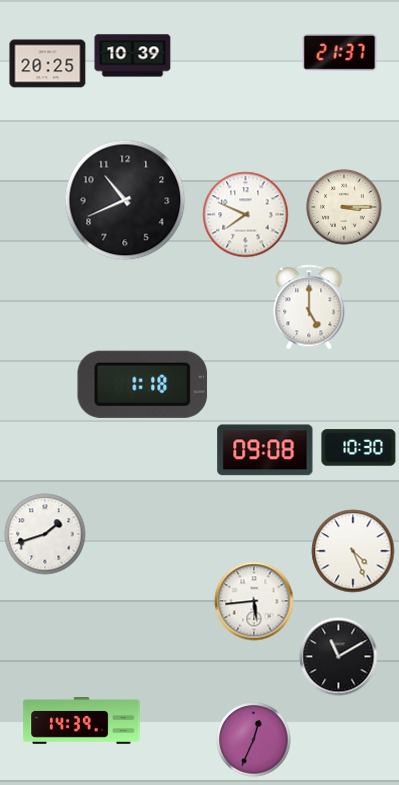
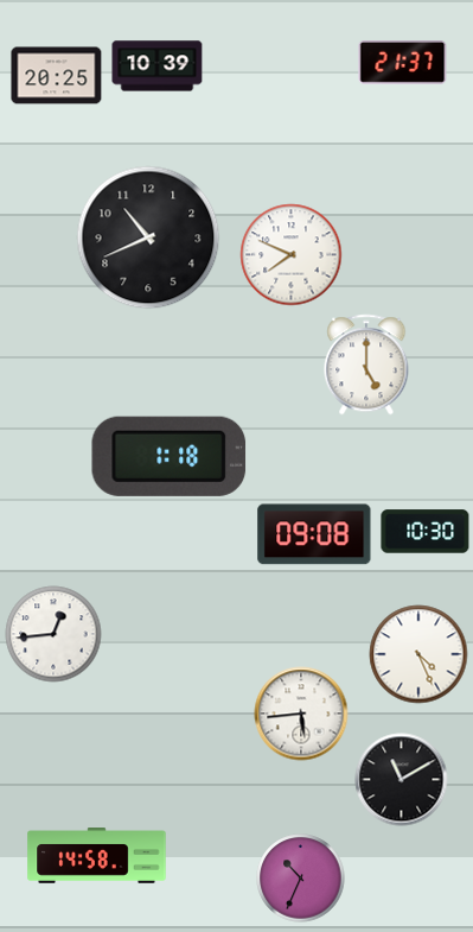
clock at (344, 207): 3:15 -> none
clock at (45, 534): 1:42 -> 12:44
clock at (82, 721): 14:39 -> 14:58
clock at (254, 740): 12:34 -> 10:34
